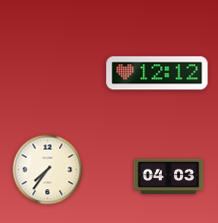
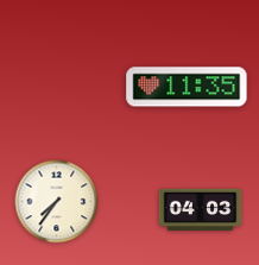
clock at (157, 73): 12:12 -> 11:35
